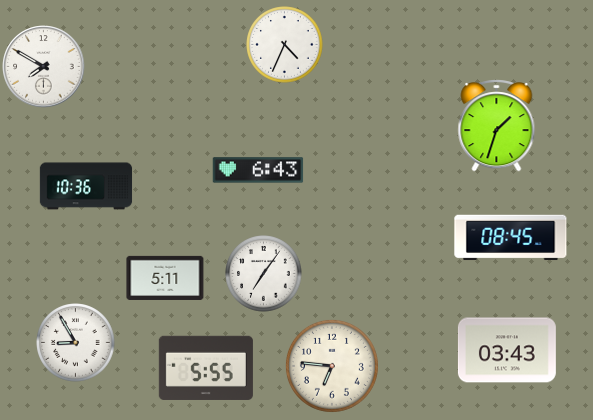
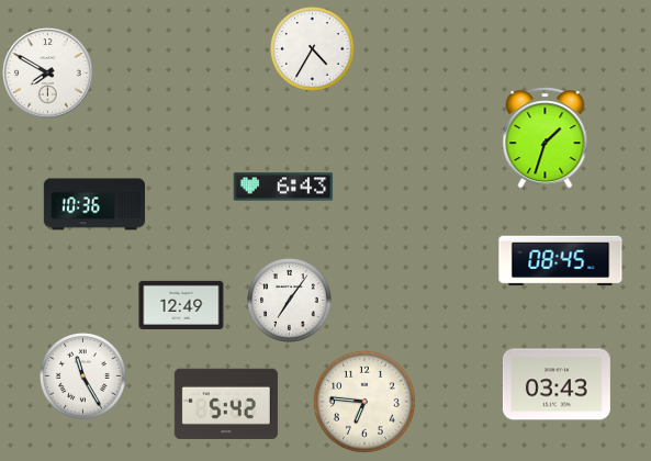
clock at (285, 45): 4:34 -> 4:35
clock at (165, 278): 5:11 -> 12:49
clock at (76, 343): 8:55 -> 11:25
clock at (206, 368): 5:55 -> 5:42
